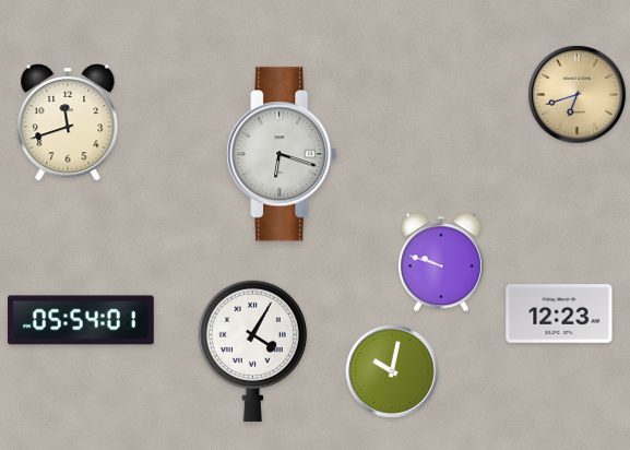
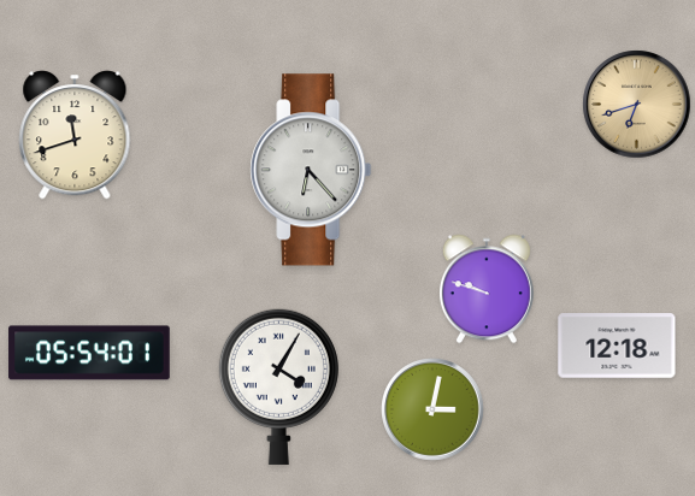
clock at (282, 154): 6:18 -> 6:23
clock at (559, 313): 12:23 -> 12:18
clock at (392, 371): 10:02 -> 3:02
